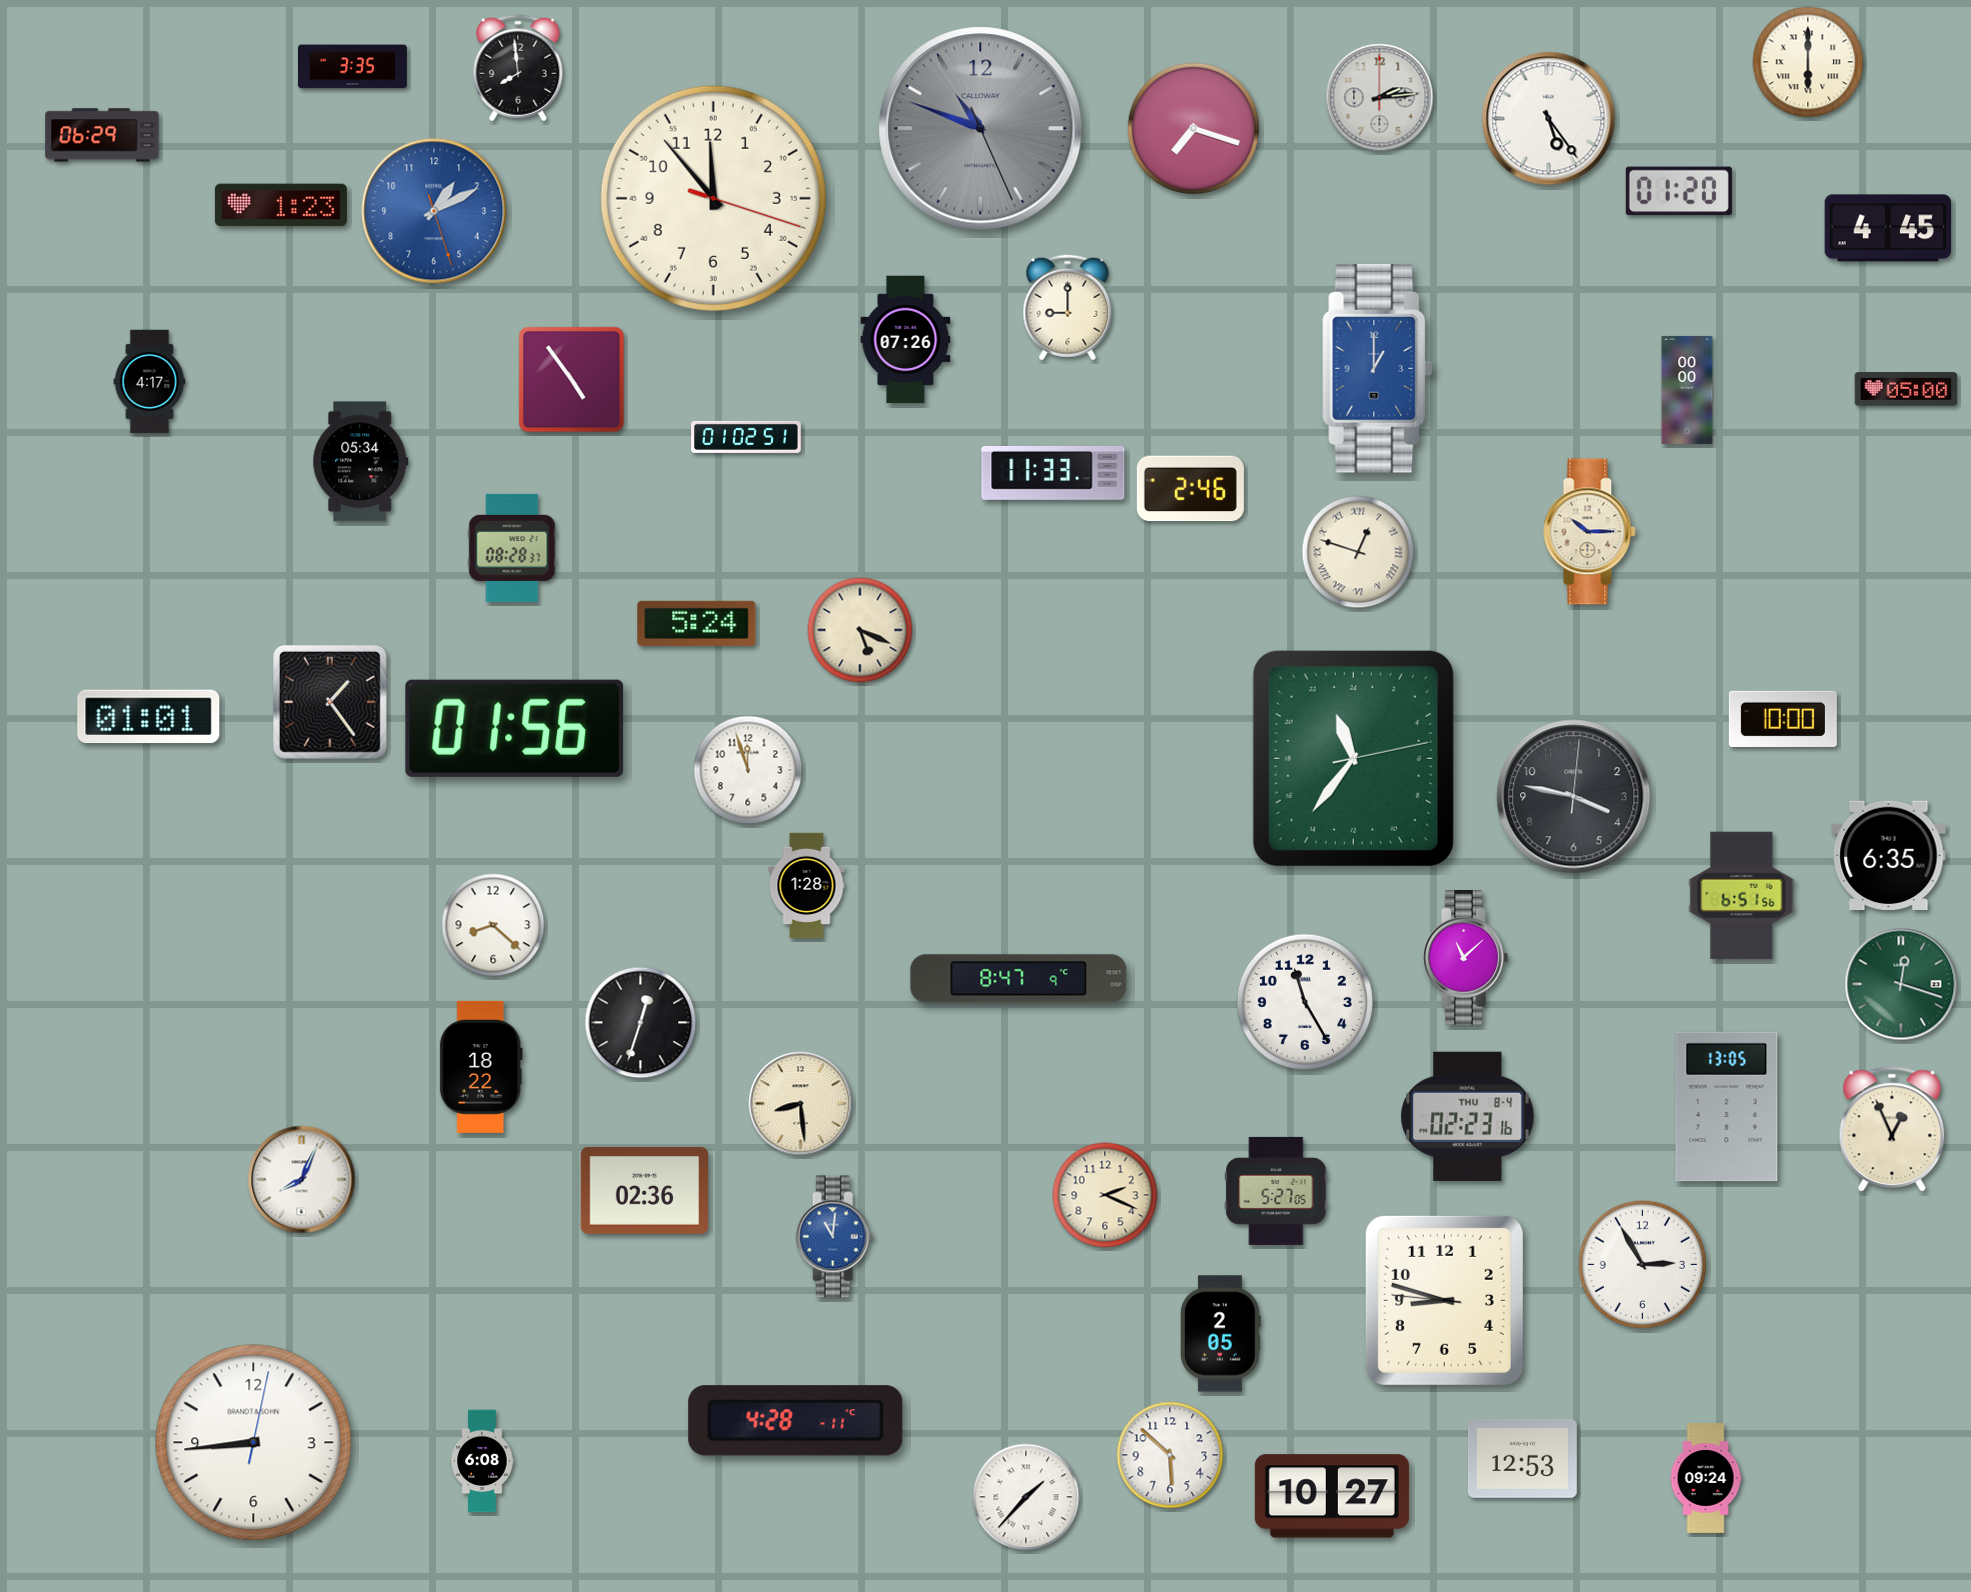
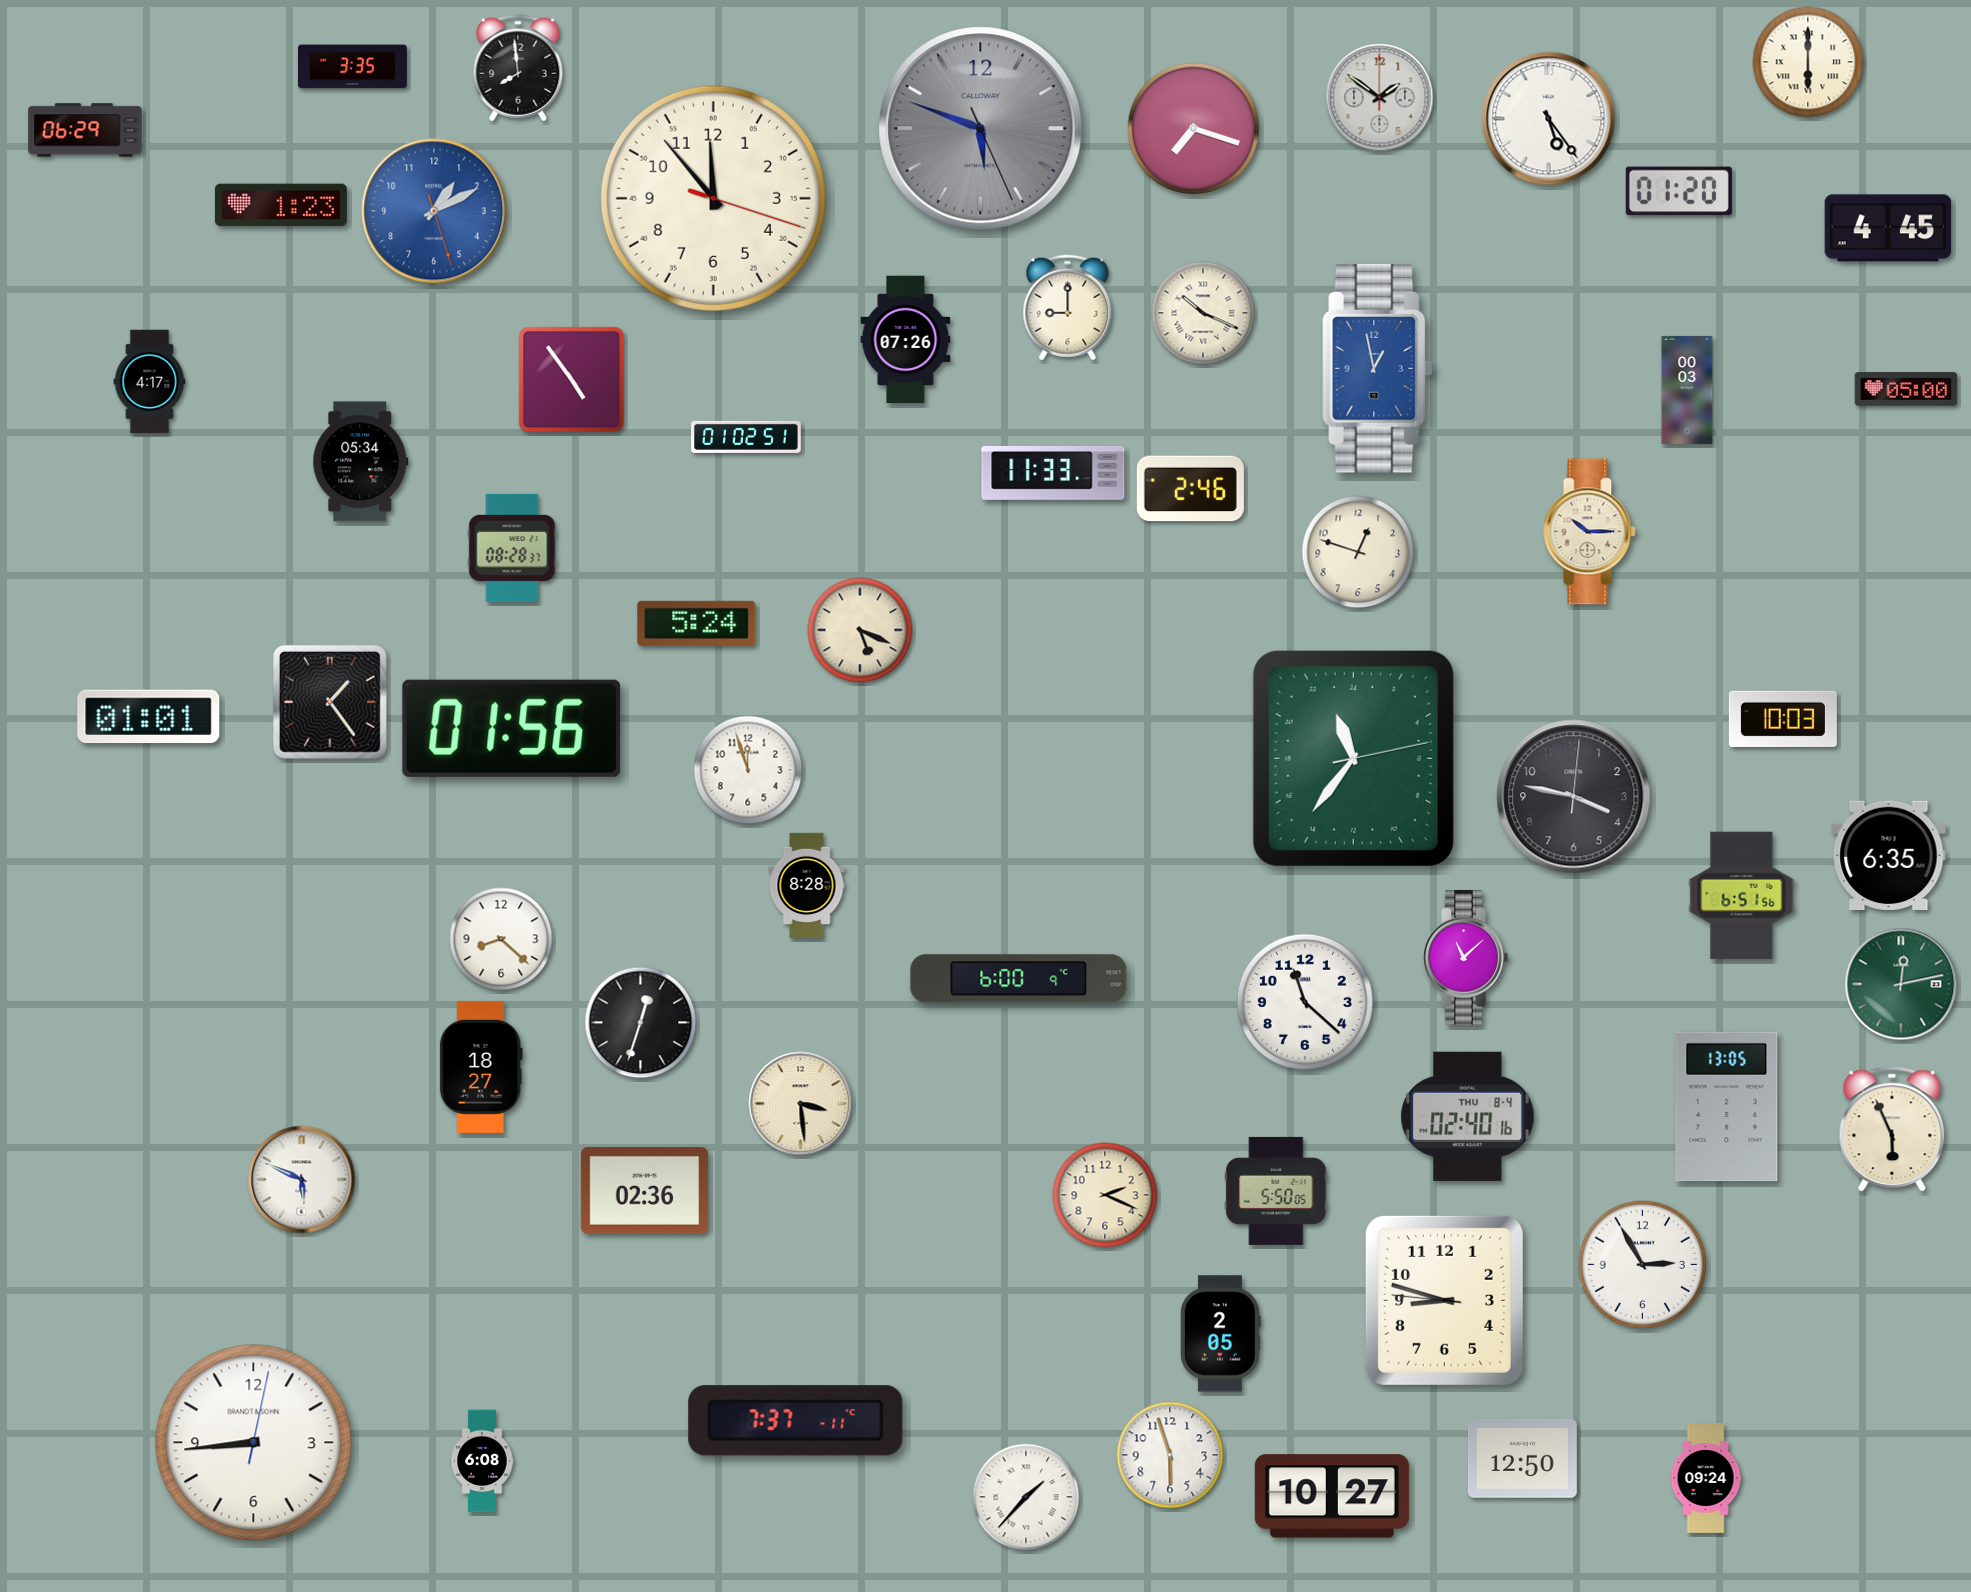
clock at (1380, 98): 2:14 -> 1:51
clock at (981, 129): 10:48 -> 5:48
clock at (102, 135) position: (102, 135) -> (85, 130)
clock at (1203, 313): none -> 10:19
clock at (1378, 369): 1:00 -> 12:58
clock at (1687, 390): 00:00 -> 00:03
clock at (1358, 552) numerals: Roman -> Arabic
clock at (1783, 719): 10:00 -> 10:03
clock at (515, 728) position: (515, 728) -> (512, 728)
clock at (807, 885): 1:28 -> 8:28
clock at (493, 925) position: (493, 925) -> (501, 939)
clock at (1019, 979): 8:47 -> 6:00
clock at (1901, 984): 12:18 -> 12:13
clock at (1305, 1002): 11:25 -> 11:22
clock at (481, 1067): 18:22 -> 18:27
clock at (801, 1104): 8:29 -> 3:29
clock at (1468, 1116): 02:23 -> 02:40
clock at (1892, 1130): 12:56 -> 5:56
clock at (302, 1180): 8:04 -> 5:49
clock at (1276, 1191): 5:27 -> 5:50
clock at (835, 1237): 11:01 -> none
clock at (796, 1421): 4:28 -> 7:37
clock at (1170, 1455): 5:52 -> 5:57
clock at (1522, 1458): 12:53 -> 12:50
